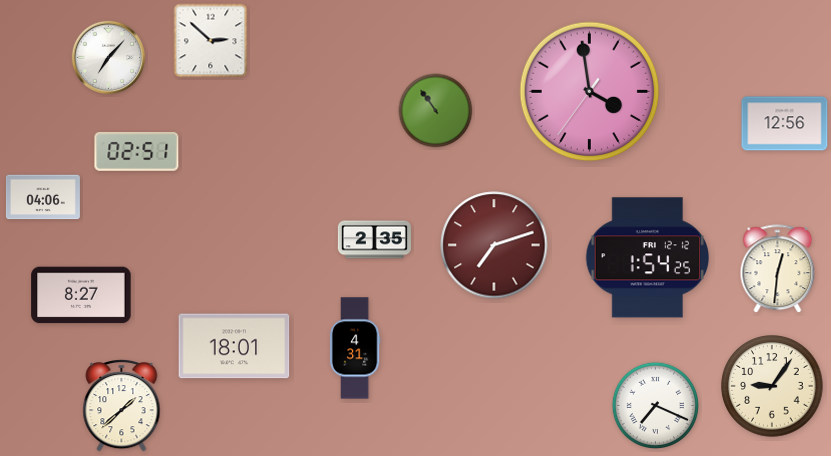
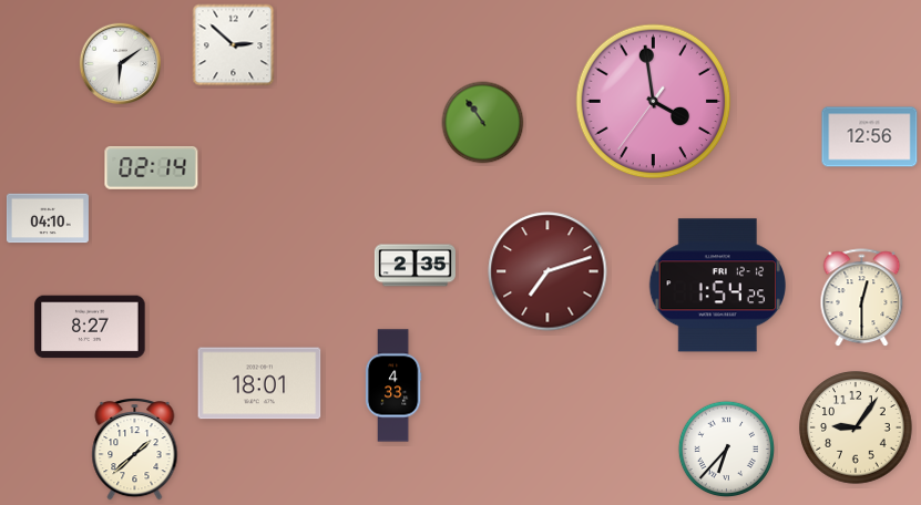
clock at (109, 58): 7:07 -> 6:09
clock at (137, 151): 02:51 -> 02:14
clock at (43, 197): 04:06 -> 04:10
clock at (778, 269): 12:31 -> 12:30
clock at (355, 348): 4:31 -> 4:33
clock at (655, 405): 7:19 -> 6:37
